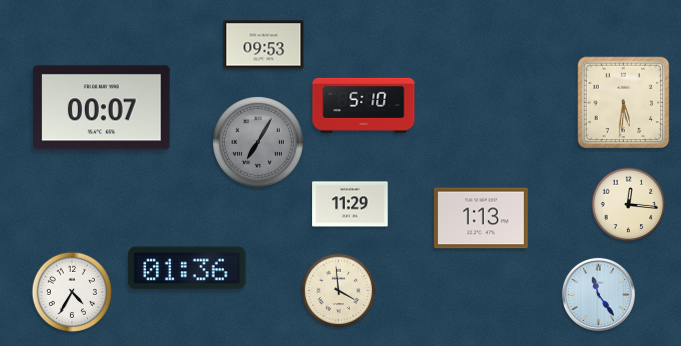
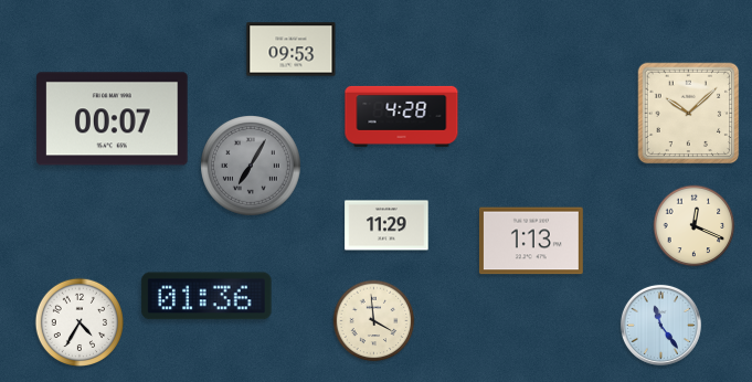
clock at (624, 103): 5:31 -> 10:08
clock at (364, 105): 5:10 -> 4:28
clock at (259, 143) position: (259, 143) -> (252, 167)
clock at (629, 205): 12:16 -> 12:19
